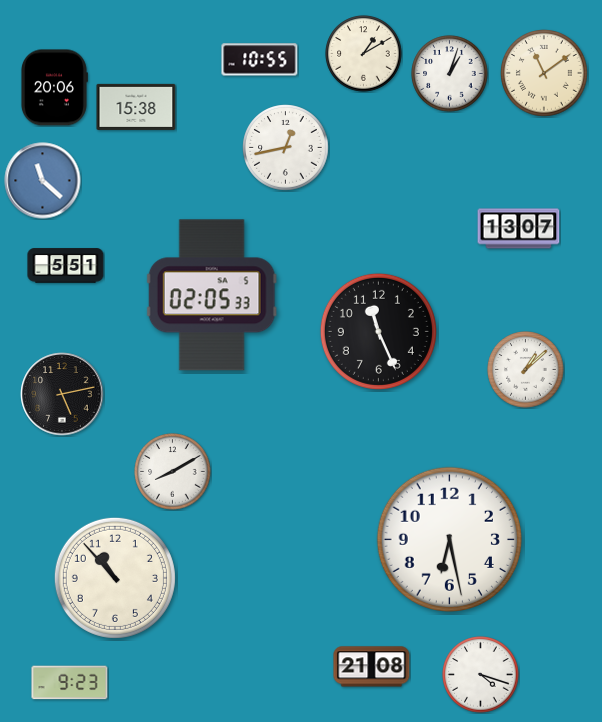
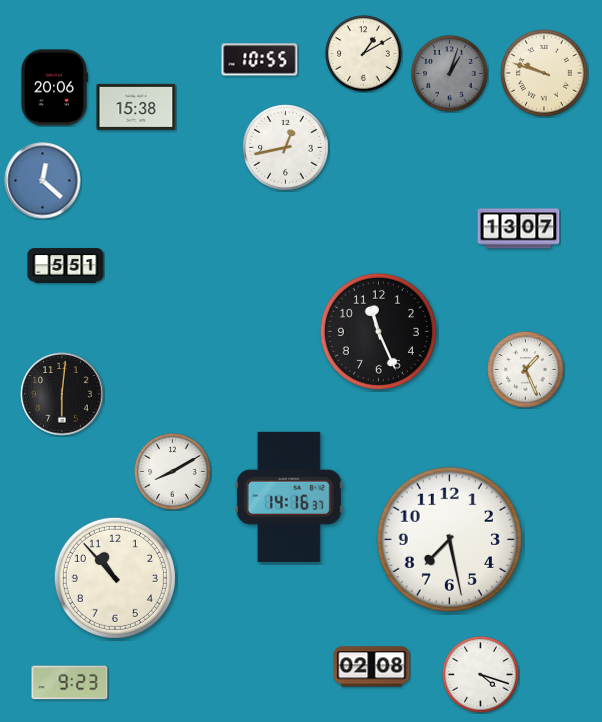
clock at (544, 73): 11:09 -> 9:48
clock at (450, 74) dial: white -> grey
clock at (43, 181): 11:22 -> 12:22
clock at (212, 295): 02:05 -> none
clock at (526, 370): 1:08 -> 1:26
clock at (62, 394): 5:13 -> 6:01
clock at (289, 497): none -> 14:16
clock at (449, 539): 6:28 -> 7:28
clock at (372, 667): 21:08 -> 02:08
